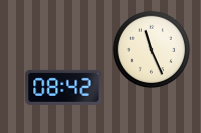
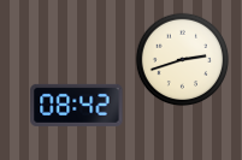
clock at (151, 49): 11:26 -> 2:42
